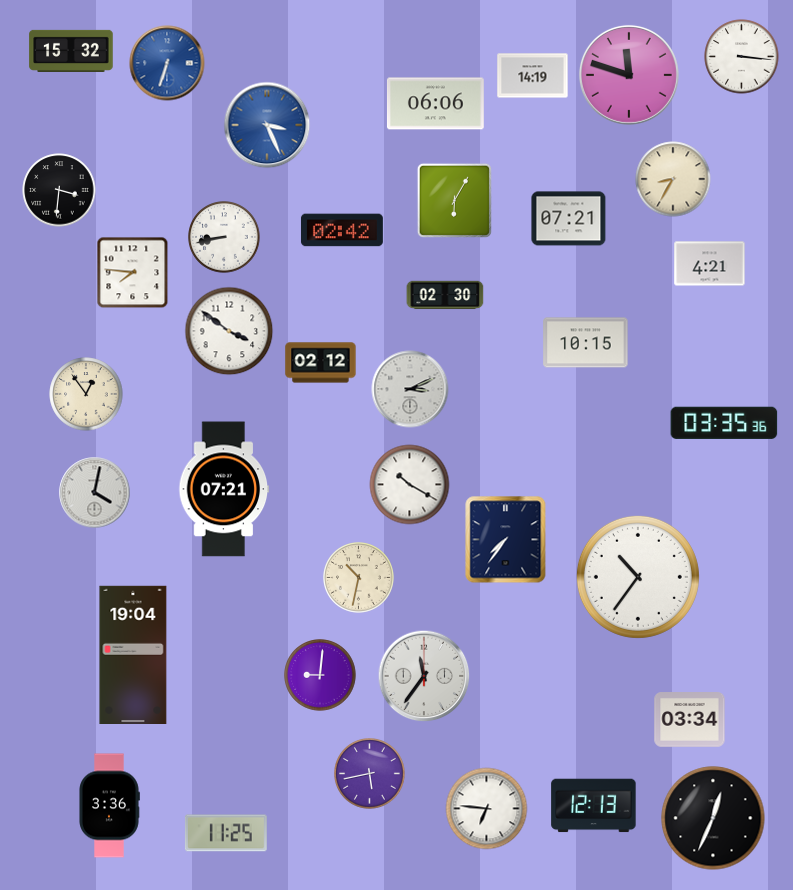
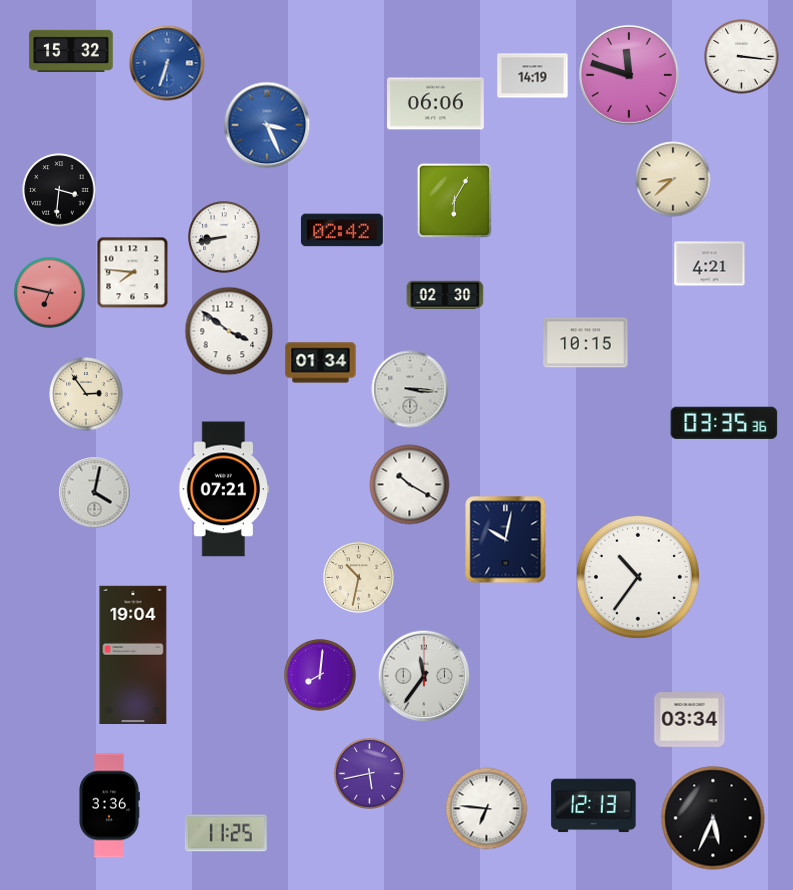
clock at (673, 179): 8:35 -> 8:38
clock at (569, 219): 07:21 -> none
clock at (50, 293): none -> 6:47
clock at (321, 363): 02:12 -> 01:34
clock at (410, 389): 3:11 -> 3:16
clock at (86, 394): 12:54 -> 2:54
clock at (506, 540): 7:36 -> 10:02
clock at (320, 675): 9:01 -> 8:01
clock at (713, 818): 12:34 -> 5:34
